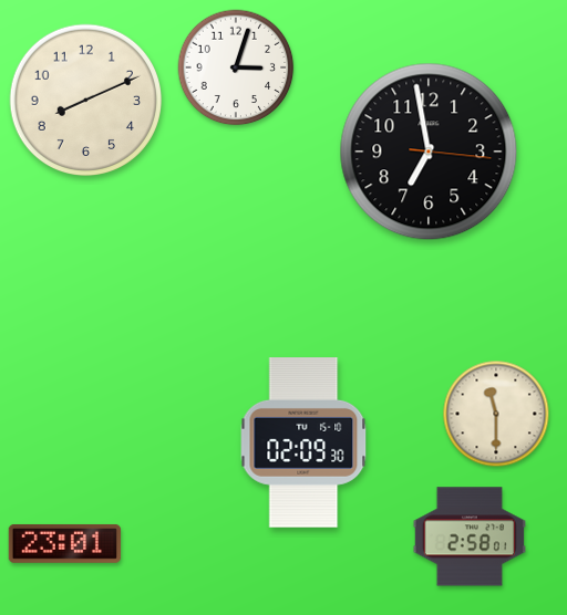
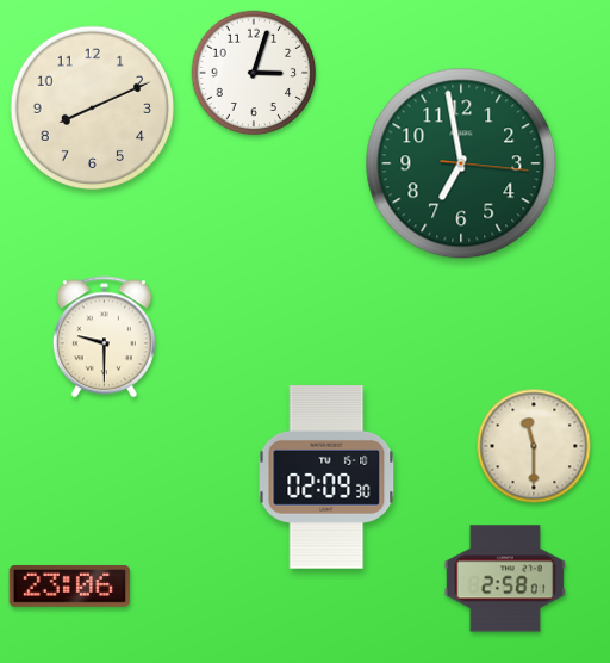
clock at (429, 152) dial: black -> green
clock at (104, 337): none -> 9:30
clock at (65, 543): 23:01 -> 23:06
